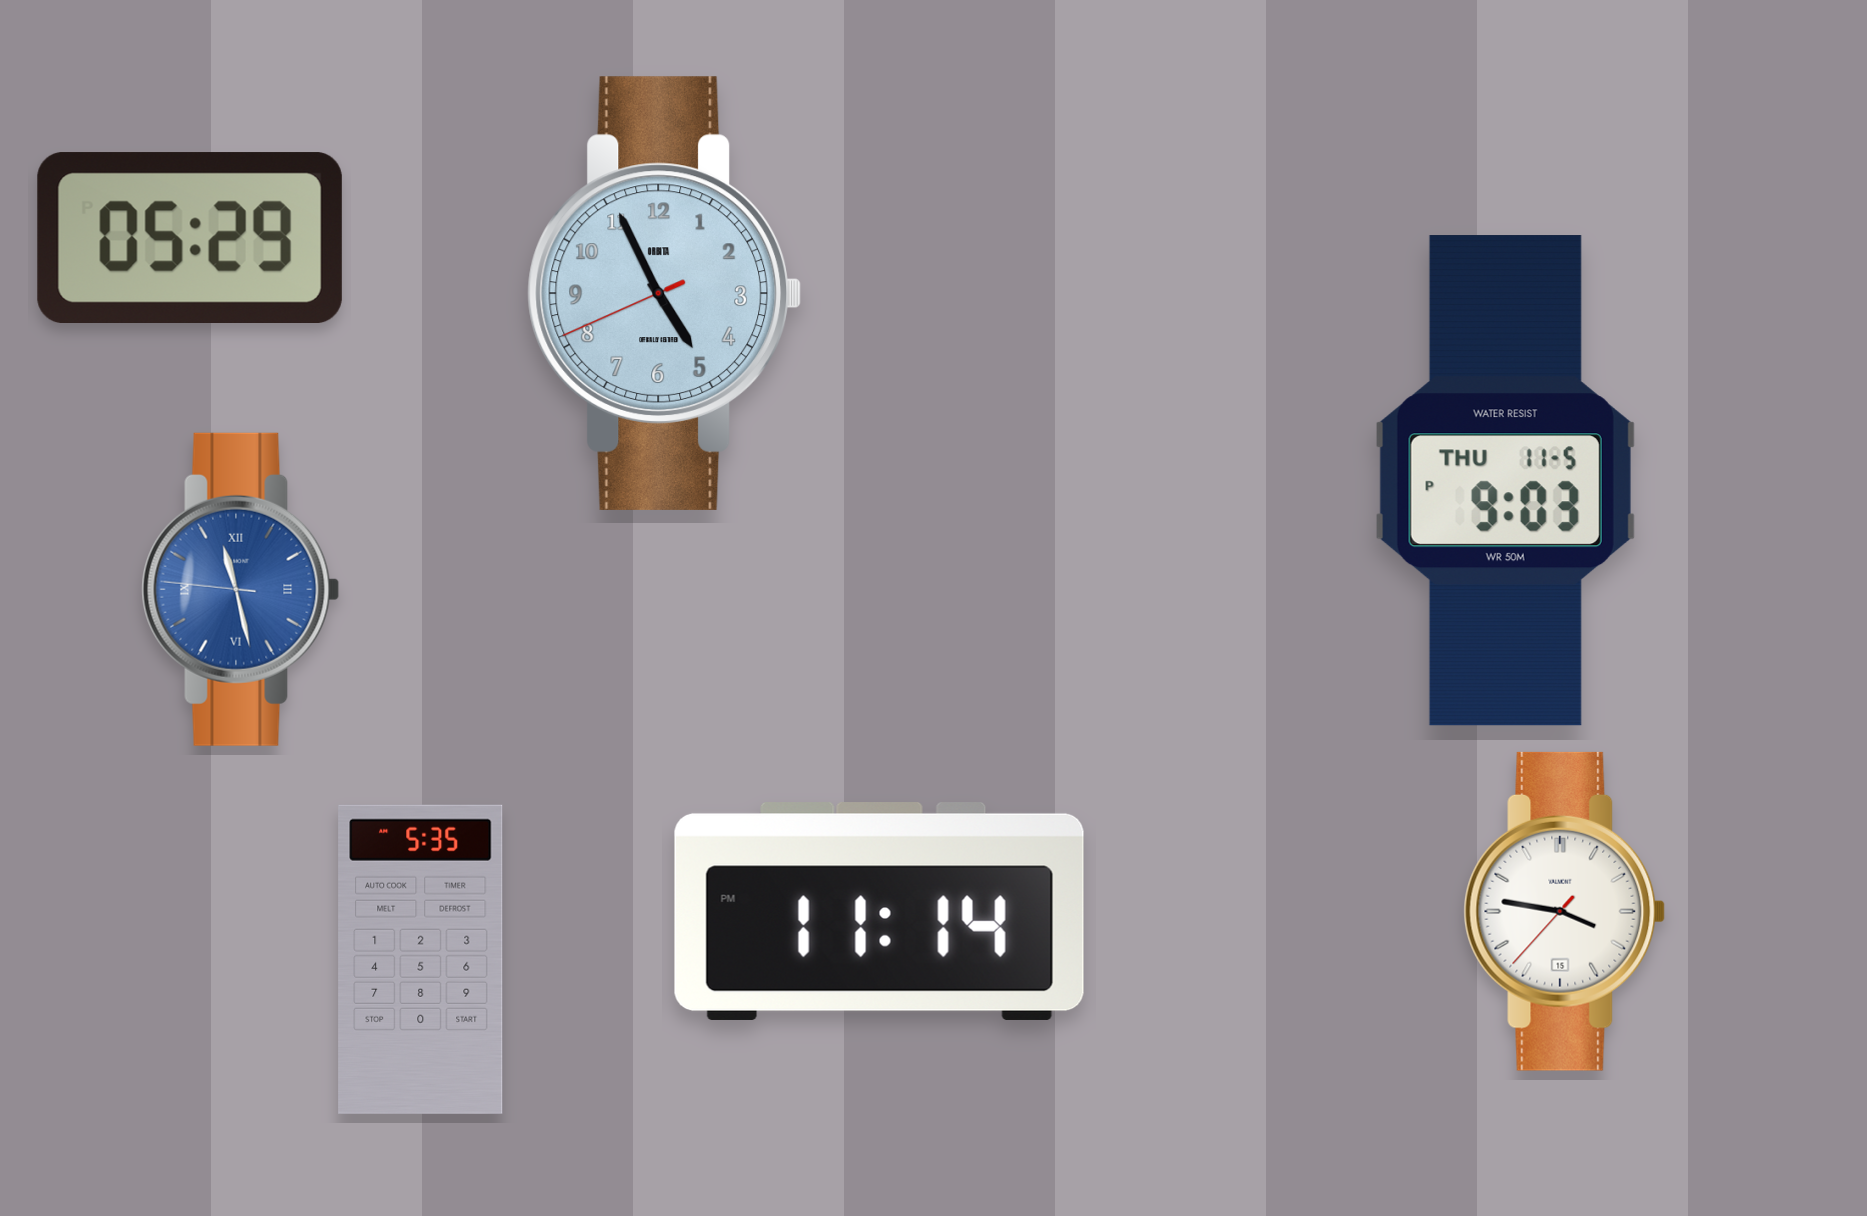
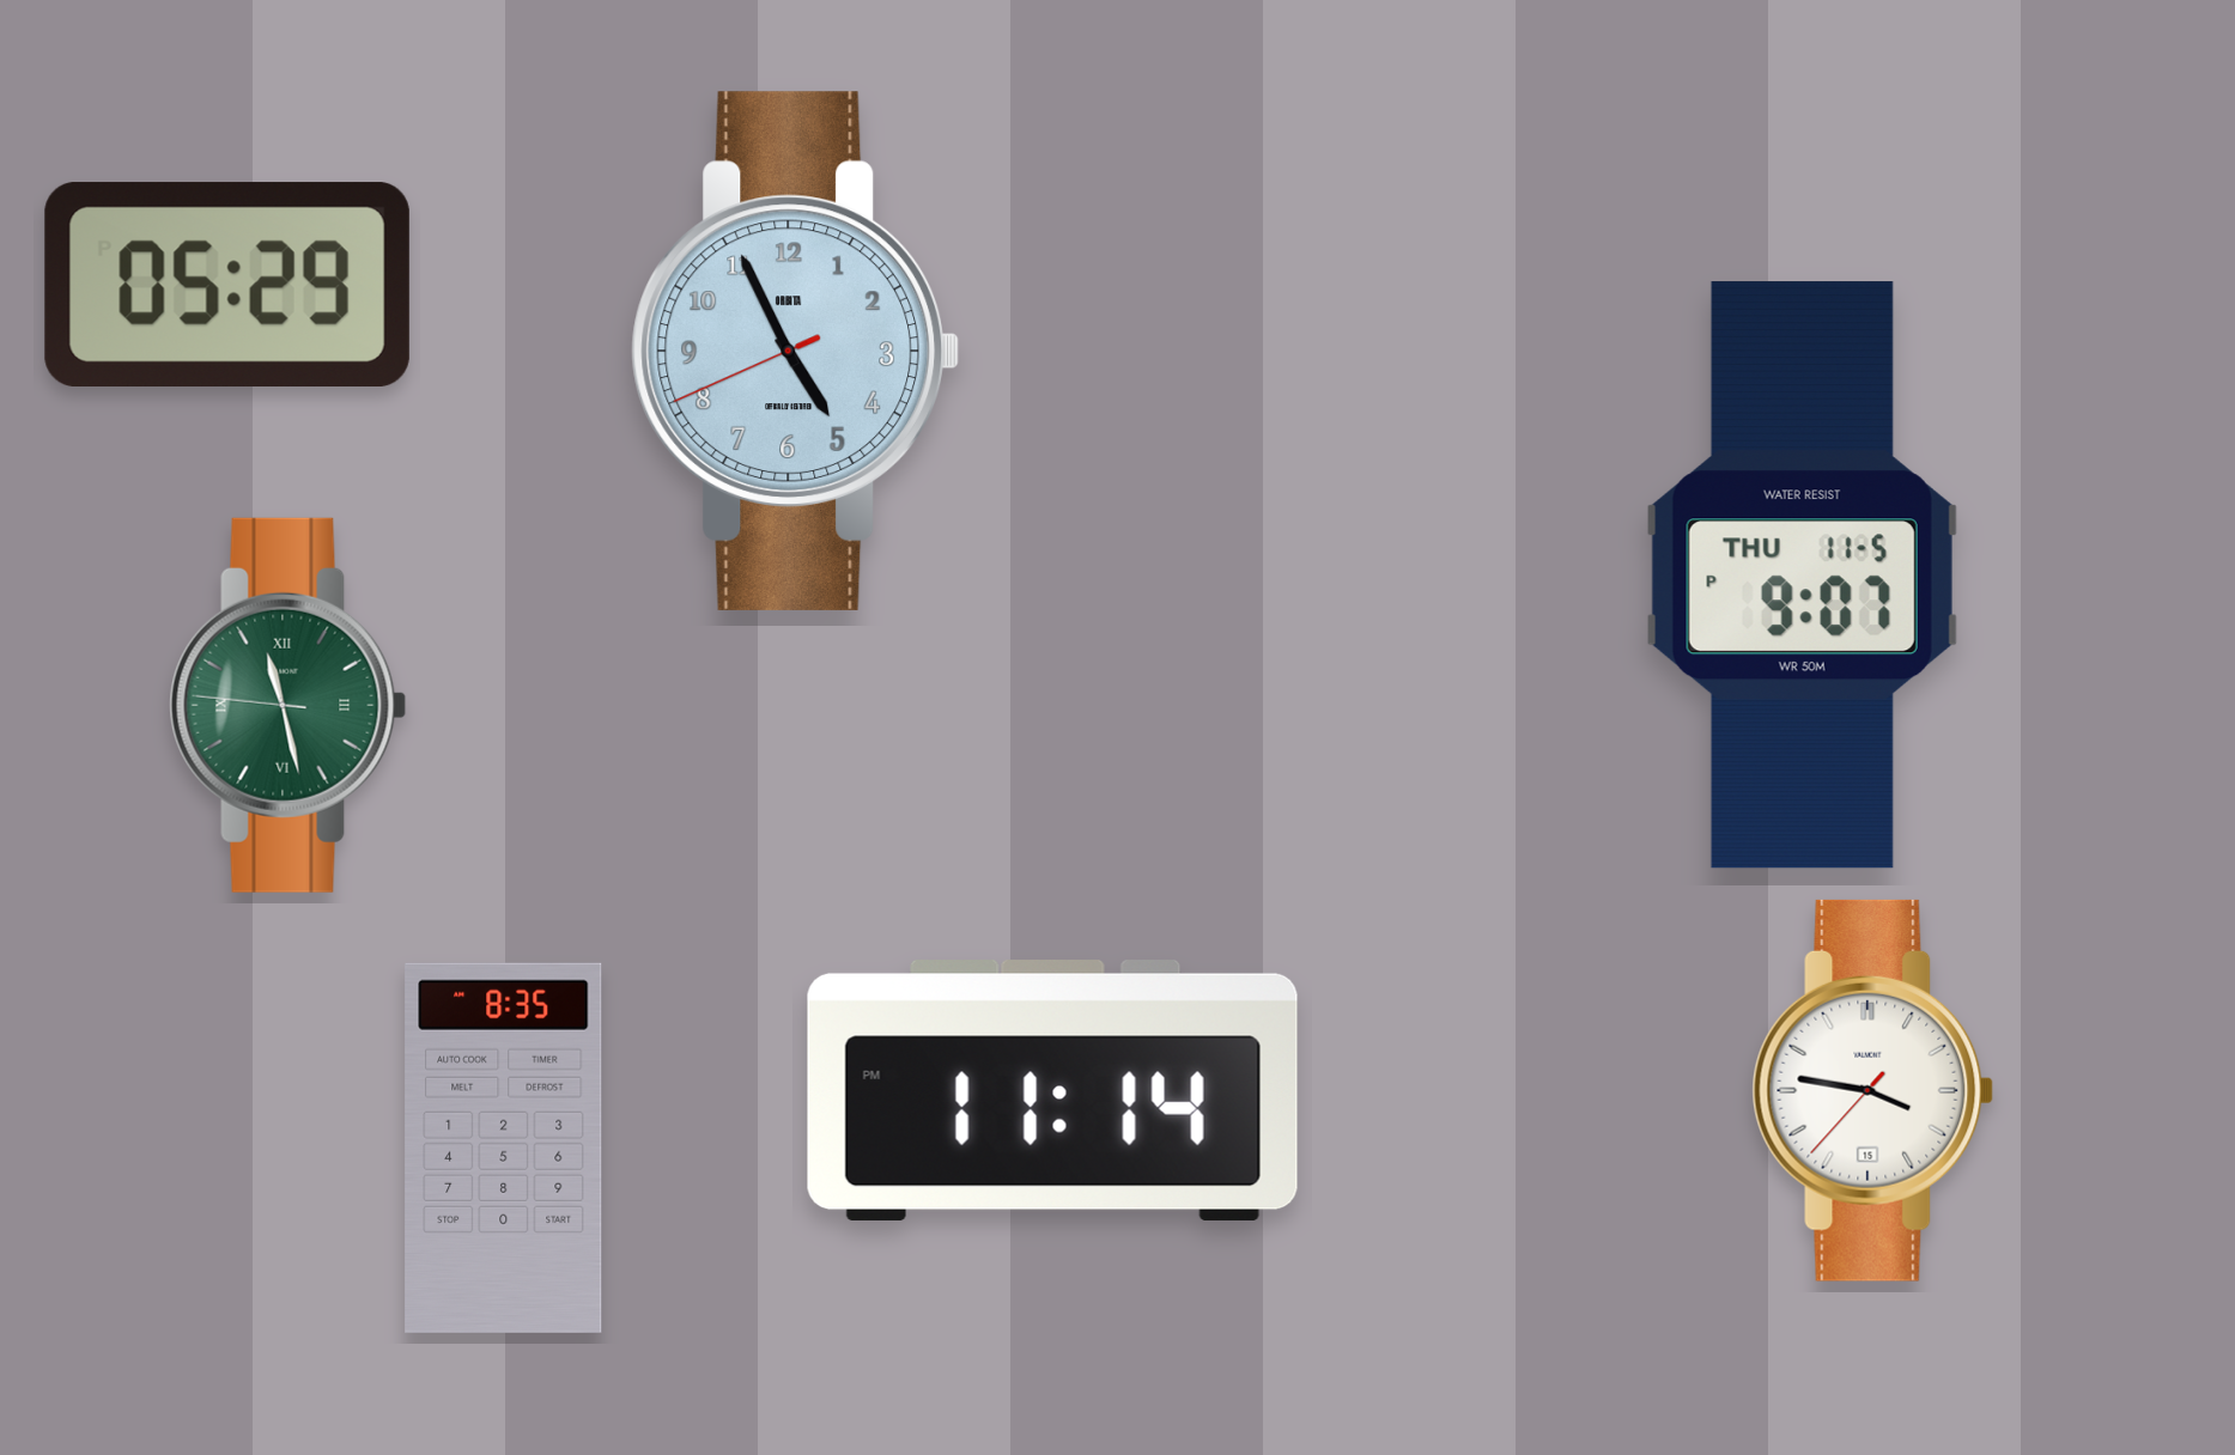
clock at (1505, 481): 9:03 -> 9:07
clock at (241, 589) dial: blue -> green
clock at (421, 959): 5:35 -> 8:35
